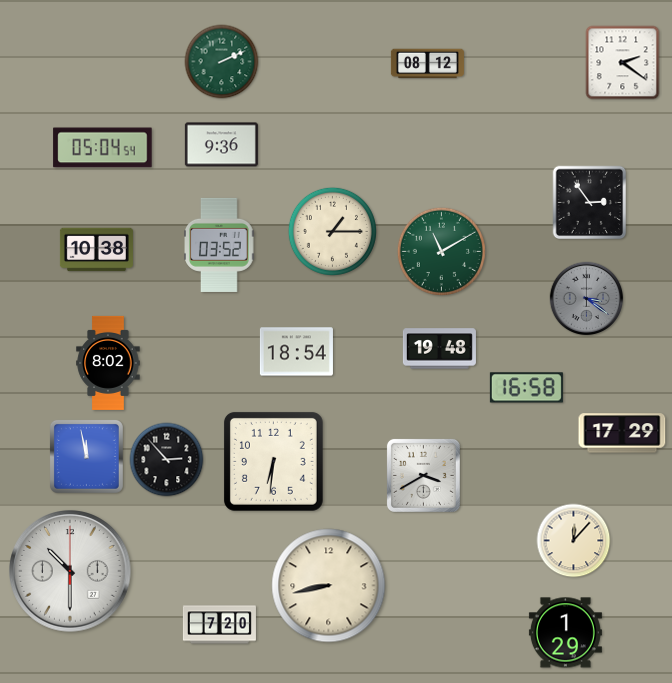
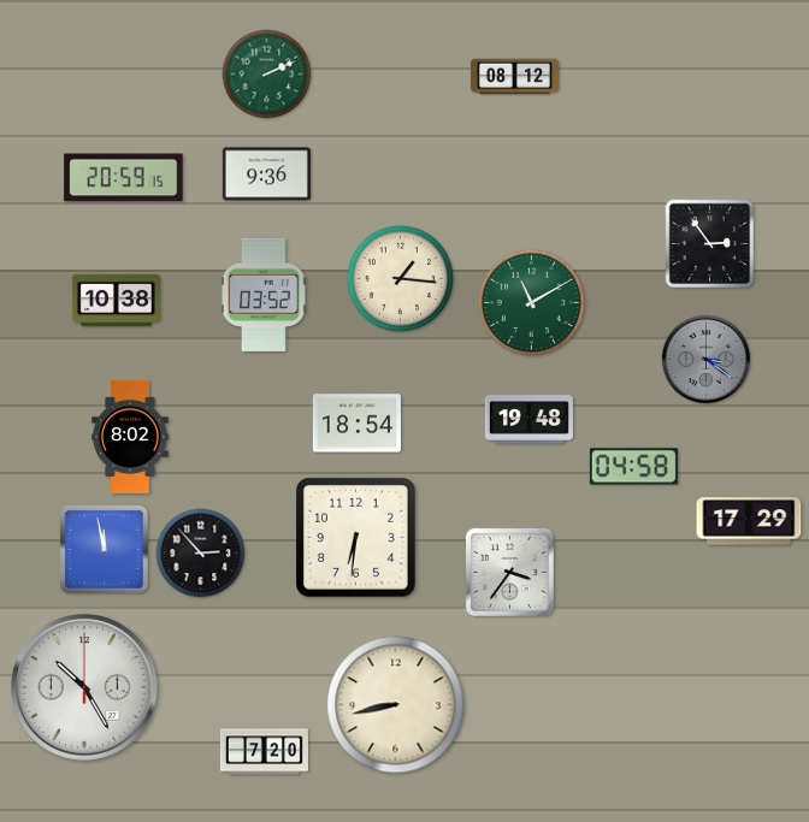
clock at (623, 63): 2:21 -> none
clock at (103, 148): 05:04 -> 20:59
clock at (332, 231): 1:15 -> 1:16
clock at (526, 388): 16:58 -> 04:58
clock at (273, 461) position: (273, 461) -> (355, 537)
clock at (423, 475): 3:40 -> 3:36
clock at (574, 541): 12:07 -> none
clock at (71, 572): 10:30 -> 10:25
clock at (565, 633): 1:29 -> none
